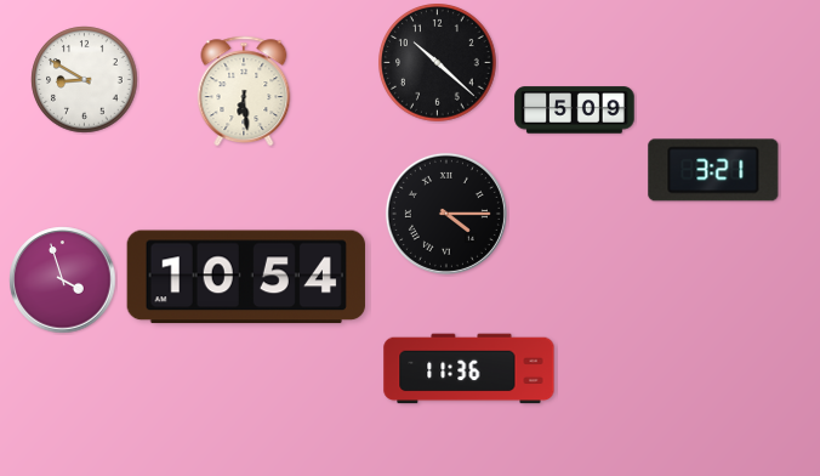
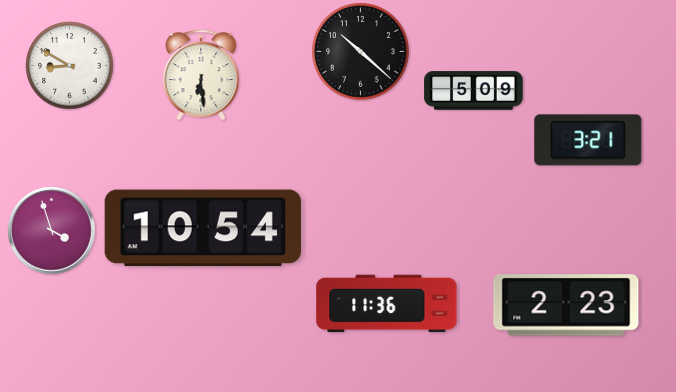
clock at (446, 214): 4:15 -> none
clock at (566, 305): none -> 2:23
